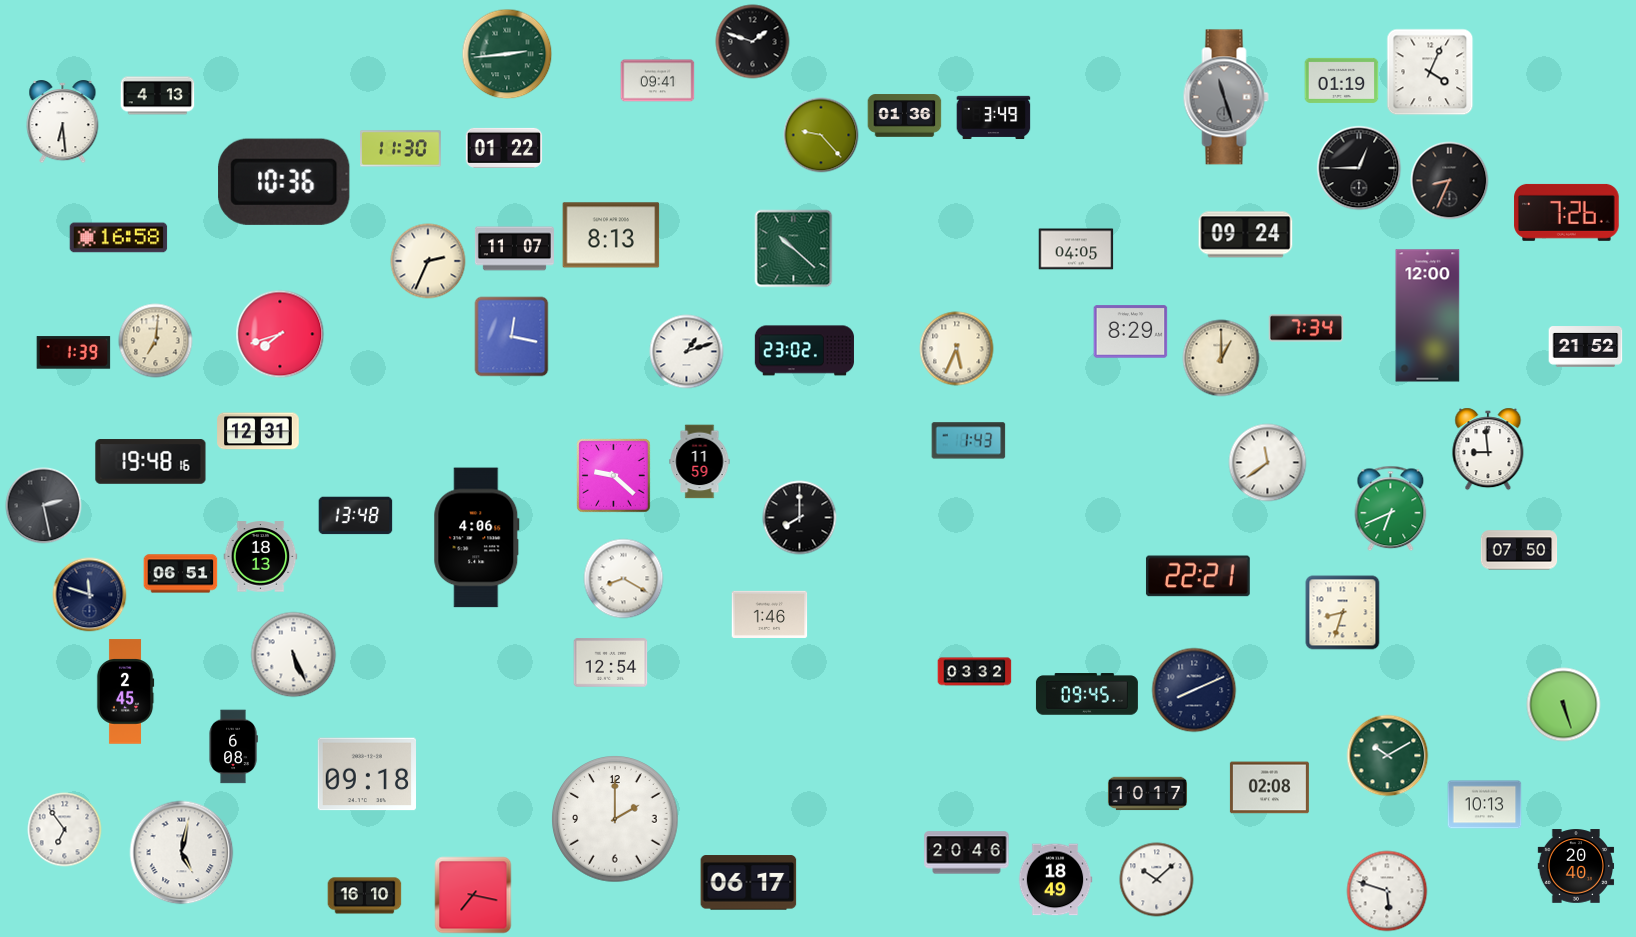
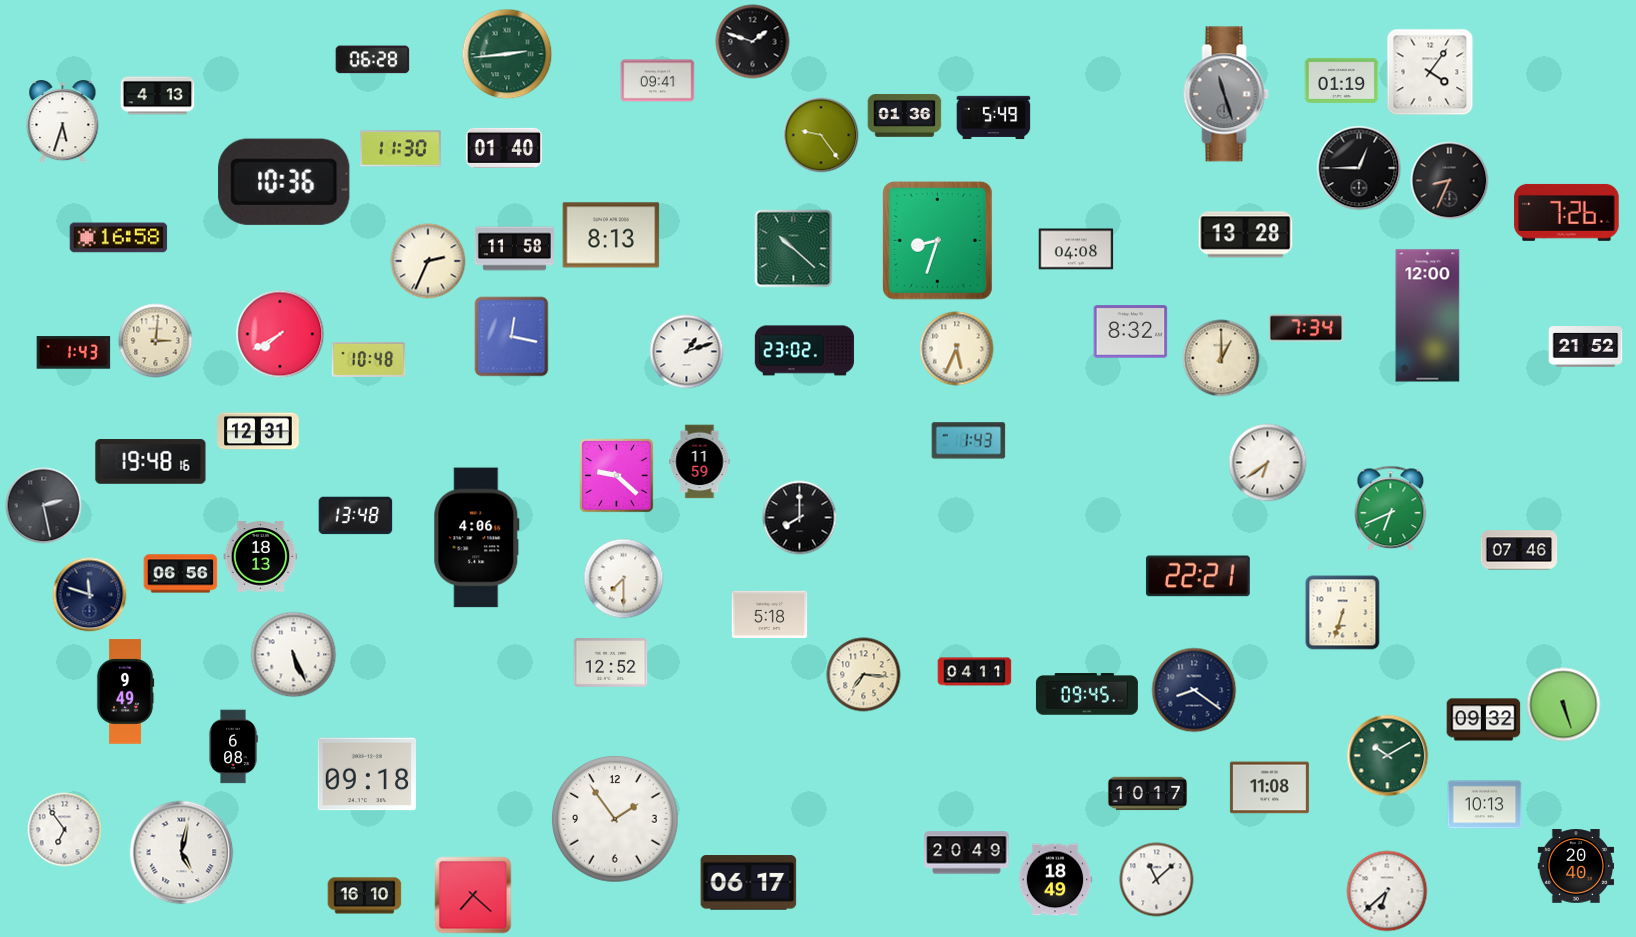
clock at (373, 60): none -> 06:28
clock at (1430, 72): 4:04 -> 4:06
clock at (1226, 97) position: (1226, 97) -> (1226, 94)
clock at (994, 118): 3:49 -> 5:49
clock at (63, 122): 6:29 -> 5:33
clock at (821, 135): 9:23 -> 9:24
clock at (504, 148): 01:22 -> 01:40
clock at (1246, 235): 09:24 -> 13:28
clock at (938, 241): none -> 8:33
clock at (514, 249): 11:07 -> 11:58
clock at (1076, 249): 04:05 -> 04:08
clock at (1131, 332): 8:29 -> 8:32
clock at (280, 334): 7:42 -> 7:40
clock at (156, 341): 7:01 -> 3:01
clock at (74, 353): 1:39 -> 1:43
clock at (369, 359): none -> 10:48
clock at (1488, 449): 8:59 -> none
clock at (1268, 463): 11:39 -> 6:39
clock at (614, 476) position: (614, 476) -> (617, 476)
clock at (1519, 550): 07:50 -> 07:46
clock at (181, 574): 06:51 -> 06:56
clock at (624, 579): 8:20 -> 7:30
clock at (1343, 613): 8:33 -> 6:33
clock at (770, 614): 1:46 -> 5:18
clock at (611, 663): 12:54 -> 12:52
clock at (975, 672): 03:32 -> 04:11
clock at (864, 675): none -> 7:16
clock at (1194, 690): 8:11 -> 8:21
clock at (125, 692): 2:45 -> 9:49
clock at (1484, 720): none -> 09:32
clock at (1269, 788): 02:08 -> 11:08
clock at (615, 819): 2:00 -> 1:54
clock at (967, 853): 20:46 -> 20:49
clock at (1157, 880): 10:08 -> 11:08
clock at (1387, 891): 5:48 -> 6:38
clock at (473, 895): 7:17 -> 7:22
